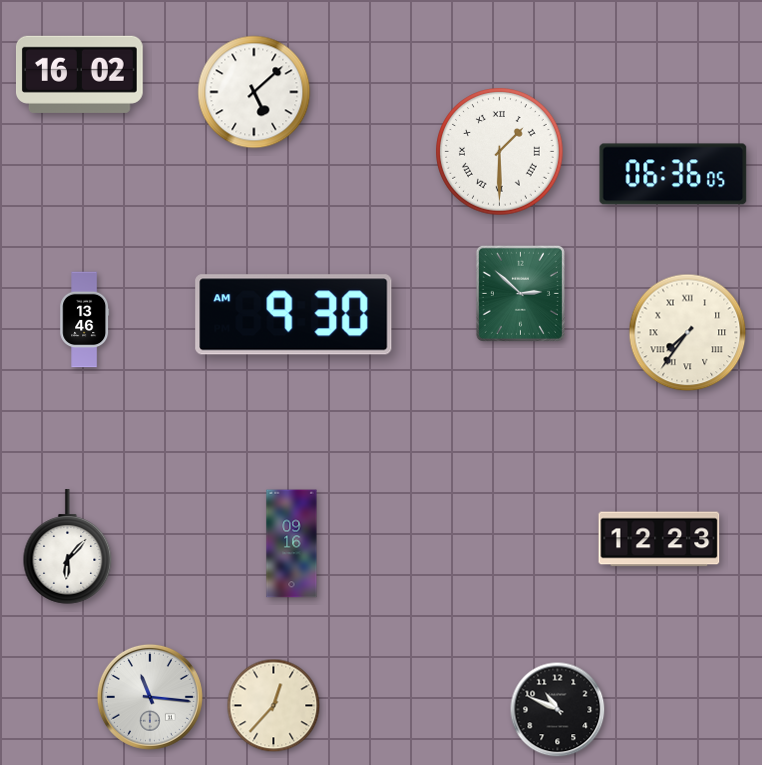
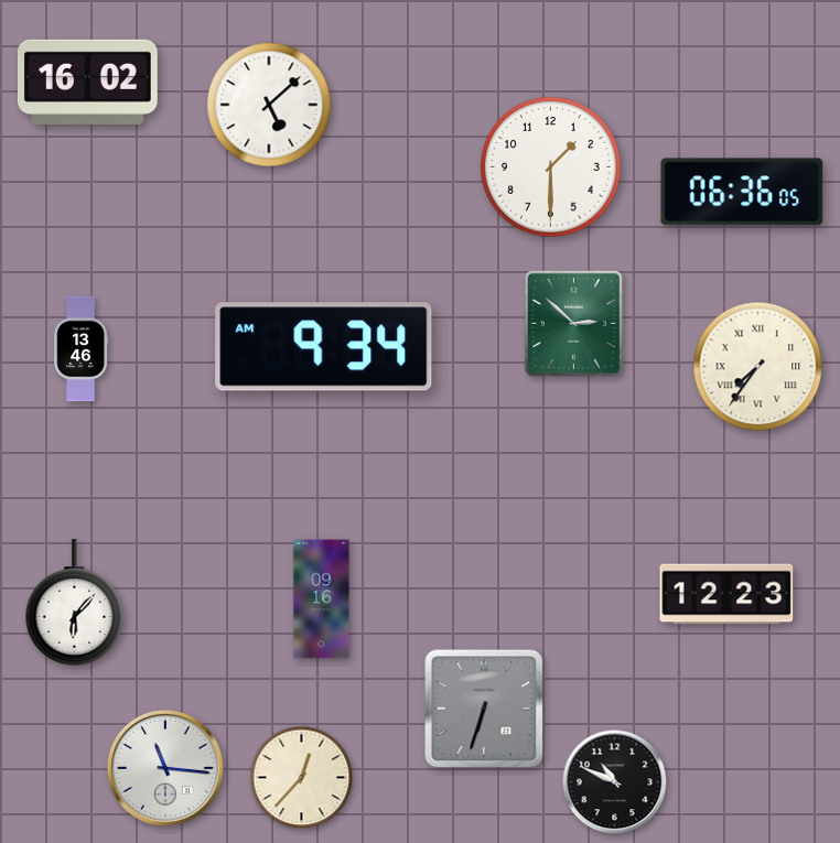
clock at (254, 92) position: (254, 92) -> (269, 105)
clock at (500, 152) numerals: Roman -> Arabic
clock at (294, 315): 9:30 -> 9:34
clock at (85, 320) position: (85, 320) -> (82, 349)
clock at (484, 709): none -> 6:33
